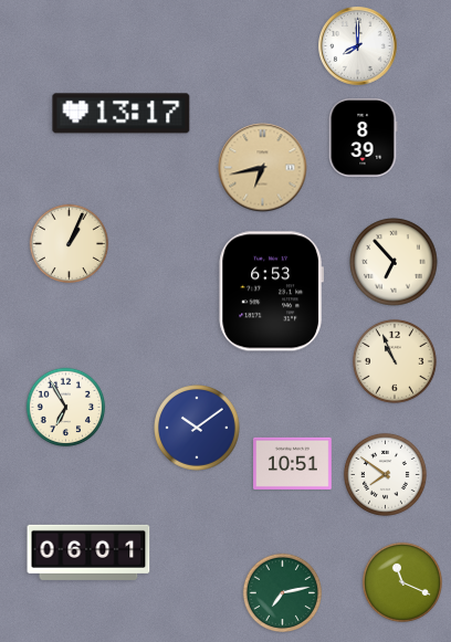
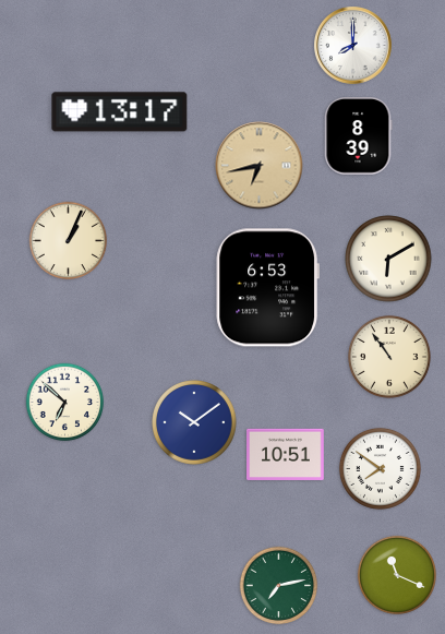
clock at (394, 262): 6:53 -> 6:10
clock at (395, 361): 10:56 -> 10:54
clock at (66, 408): 6:55 -> 6:52
clock at (293, 463) position: (293, 463) -> (286, 454)
clock at (88, 552): 06:01 -> none
